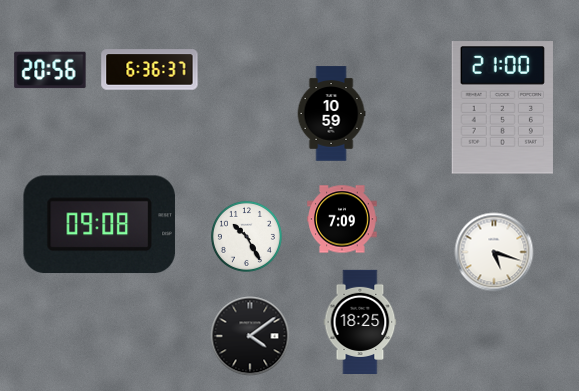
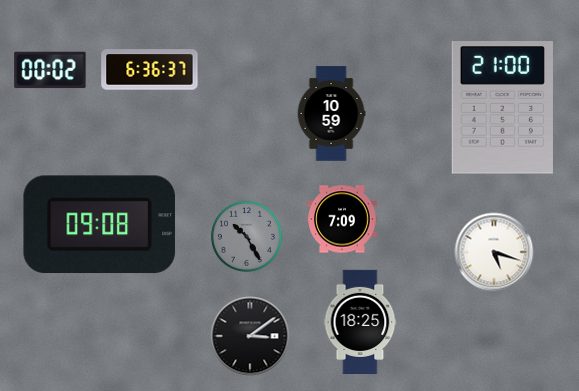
clock at (50, 70): 20:56 -> 00:02
clock at (246, 236) dial: white -> grey
clock at (250, 336): 4:09 -> 3:09
